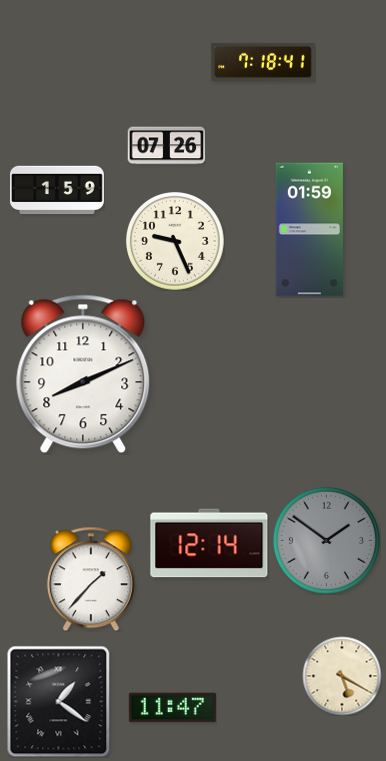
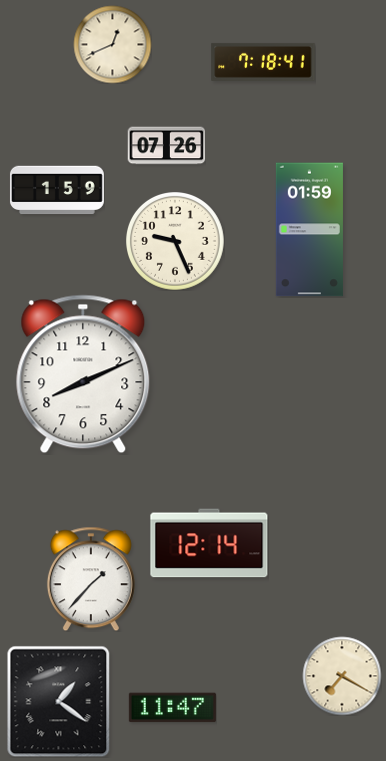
clock at (112, 44): none -> 12:41
clock at (326, 540): 1:51 -> none
clock at (342, 676): 5:20 -> 7:20
